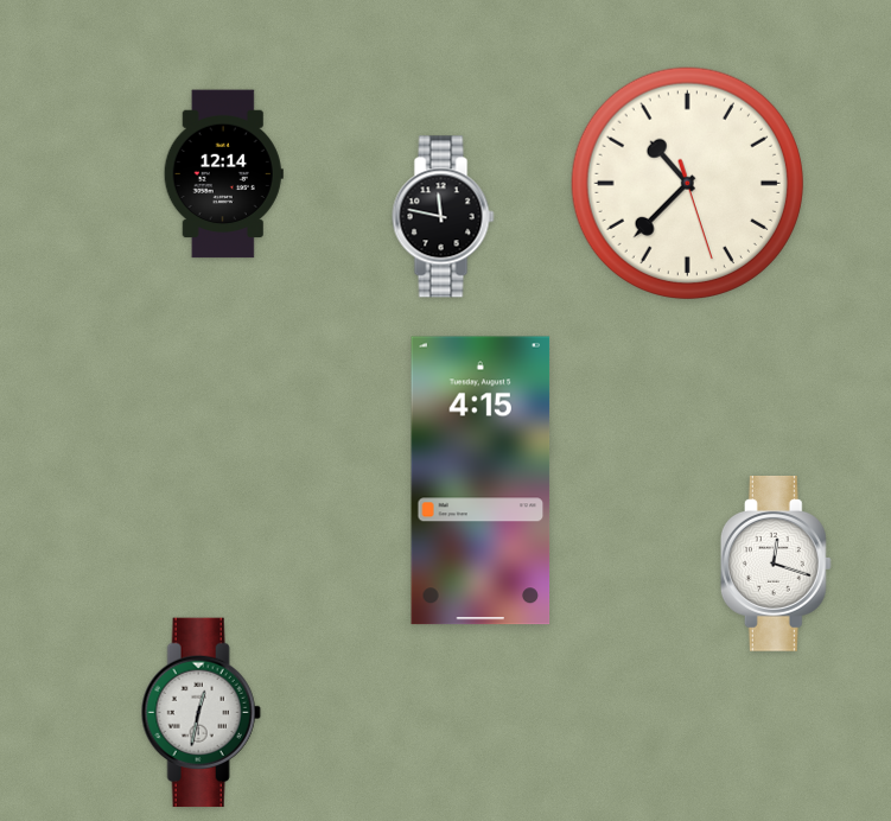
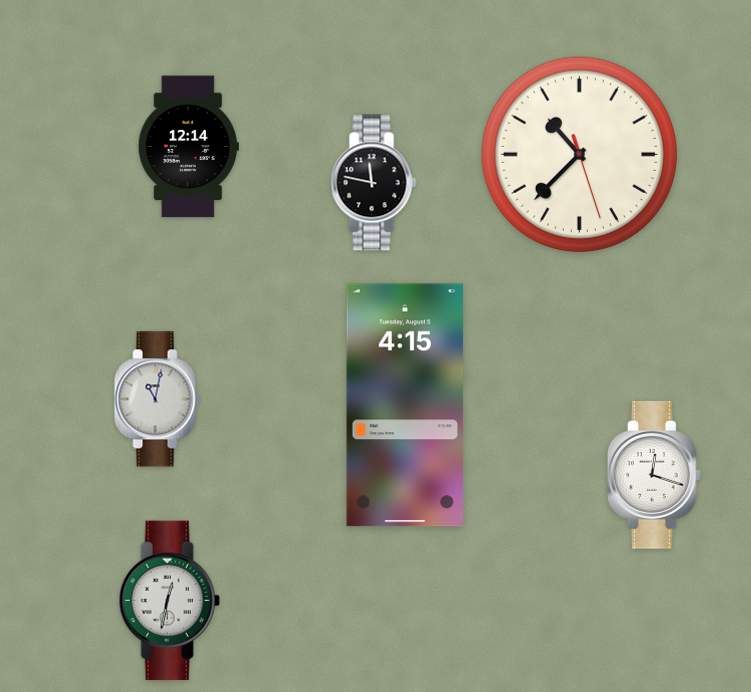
clock at (157, 399): none -> 11:02
